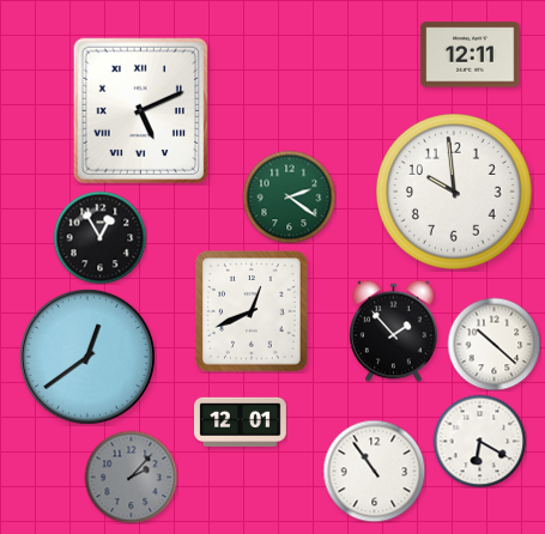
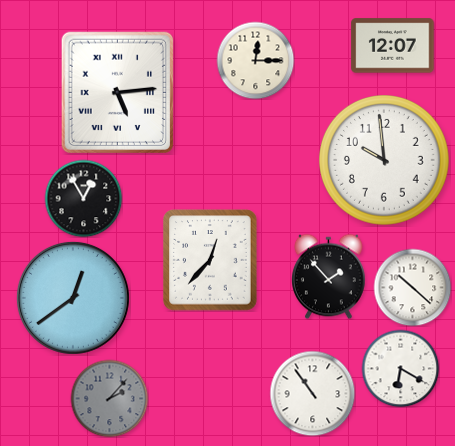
clock at (471, 55): 12:11 -> 12:07
clock at (255, 60): none -> 12:15
clock at (140, 110): 5:11 -> 5:14
clock at (455, 193) position: (455, 193) -> (385, 161)
clock at (289, 196): 2:21 -> none
clock at (252, 311): 12:41 -> 12:37
clock at (241, 421): 12:01 -> none
